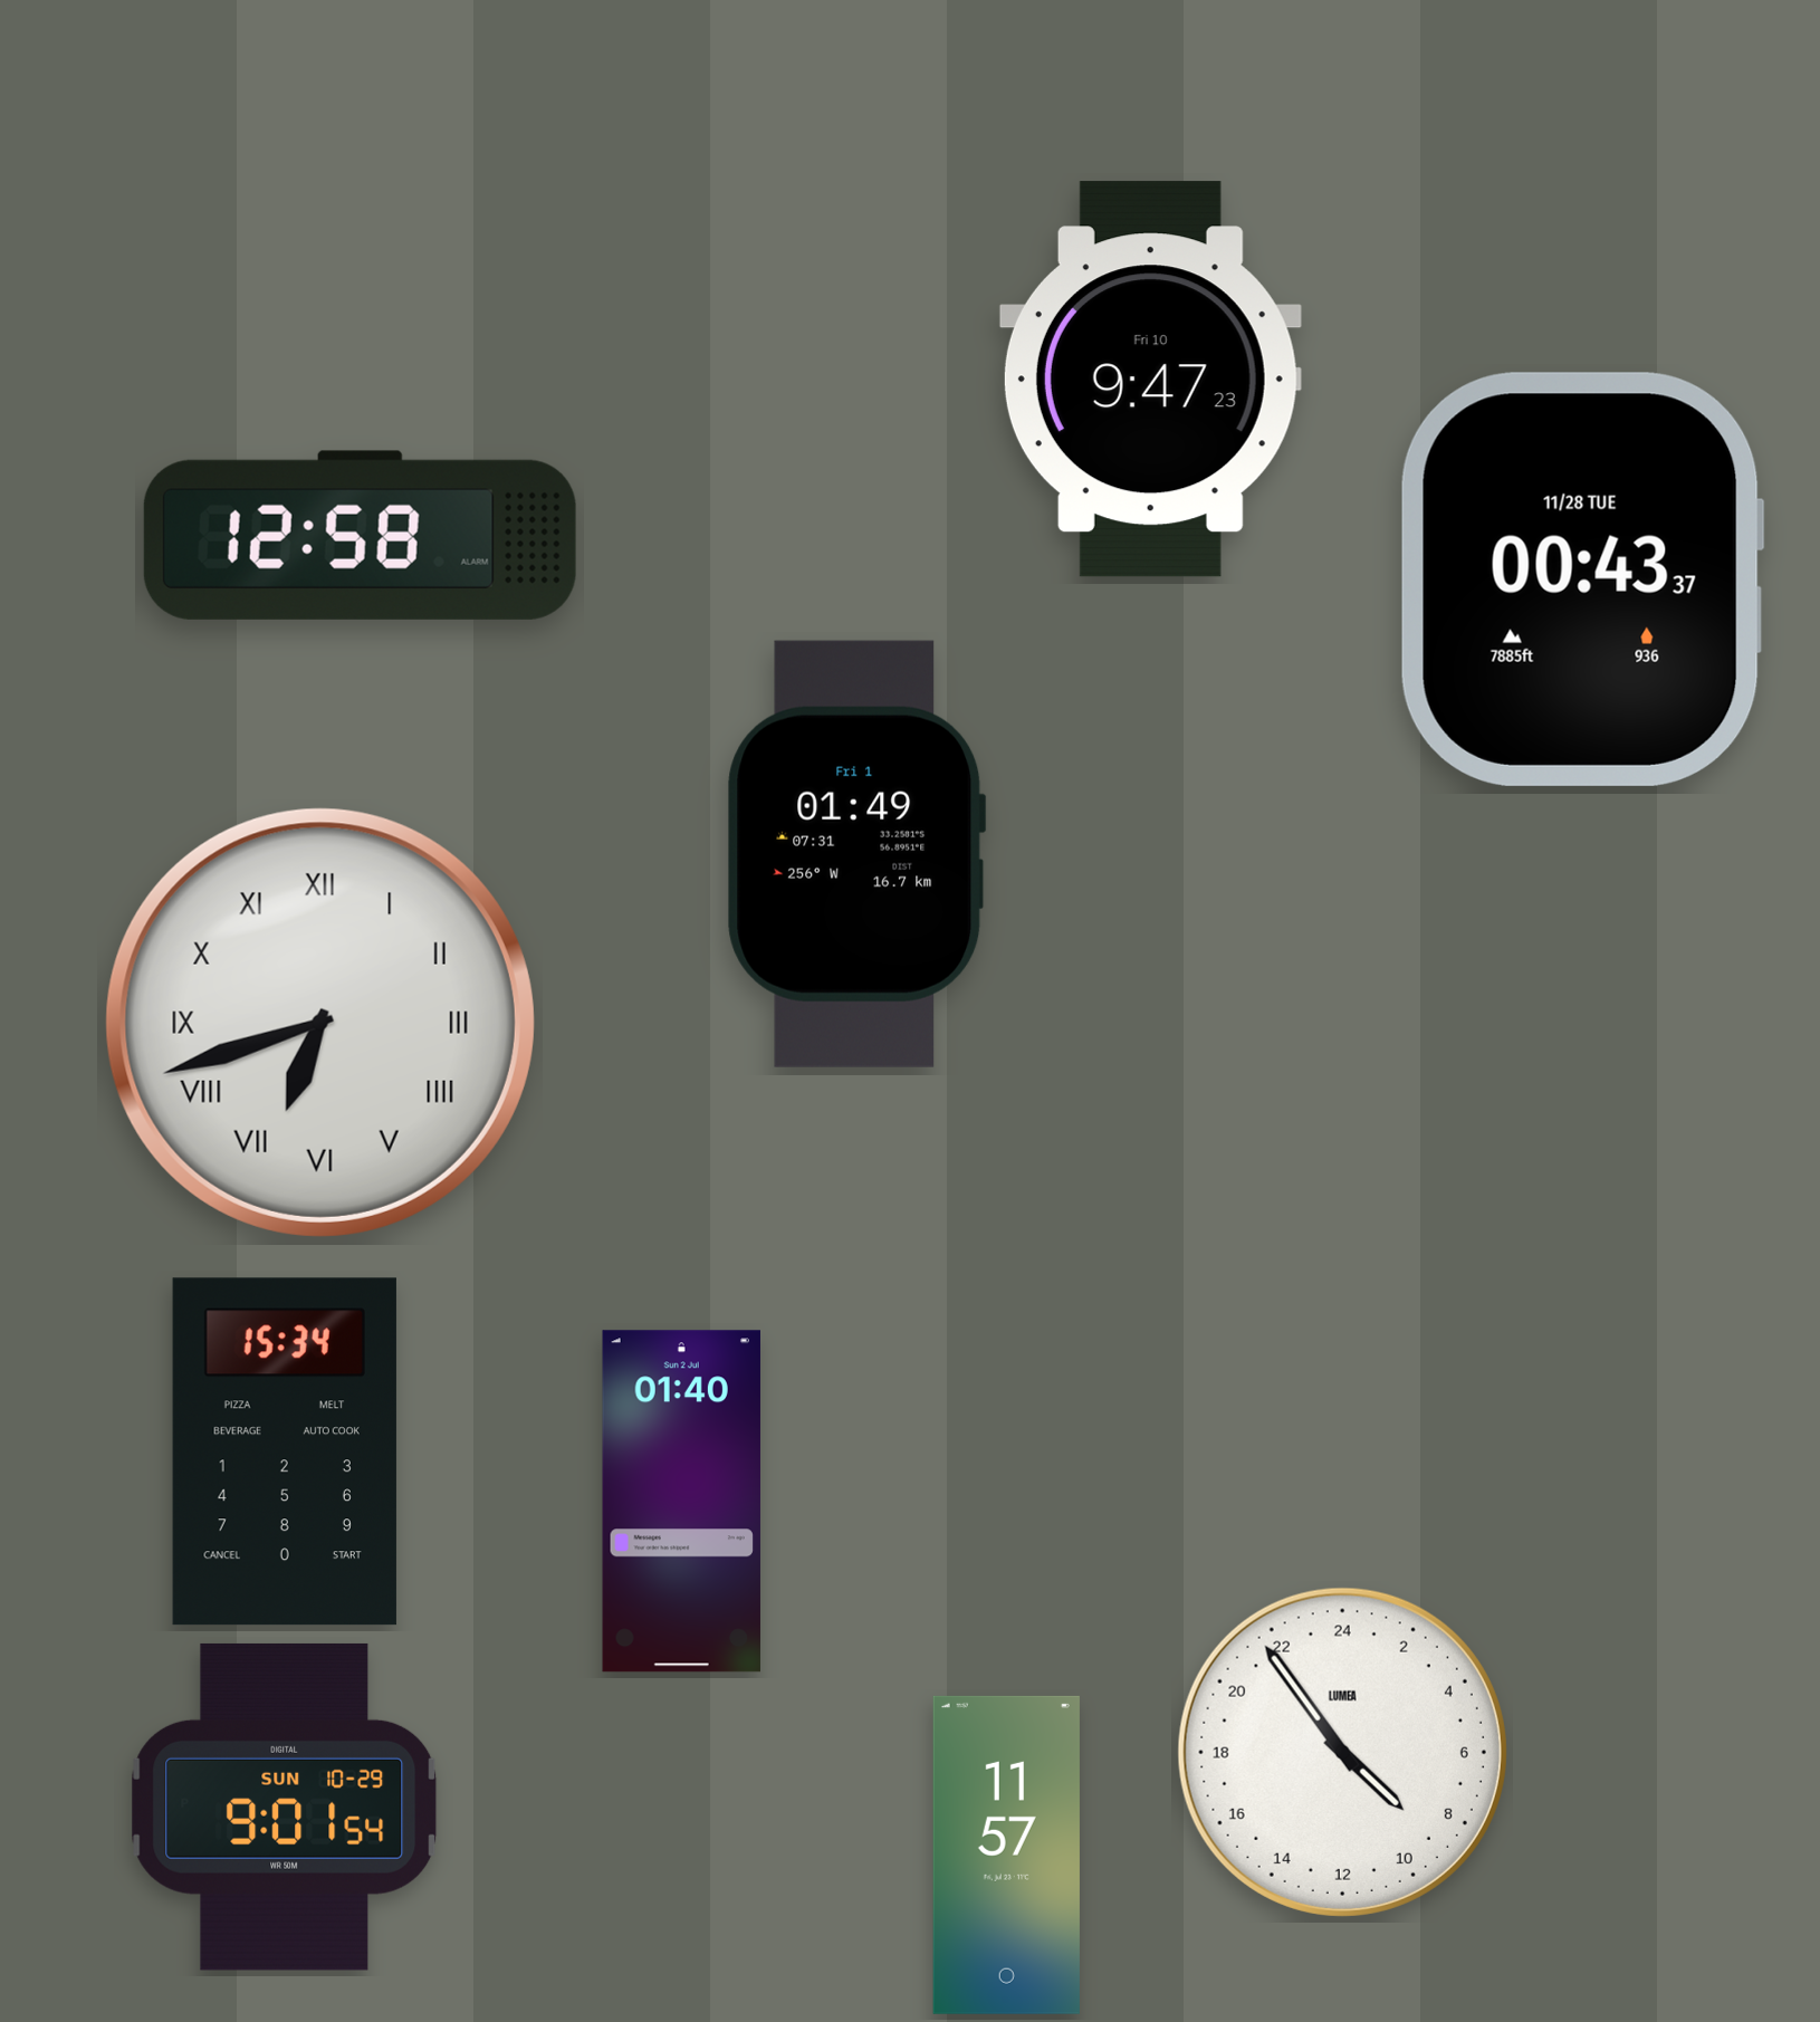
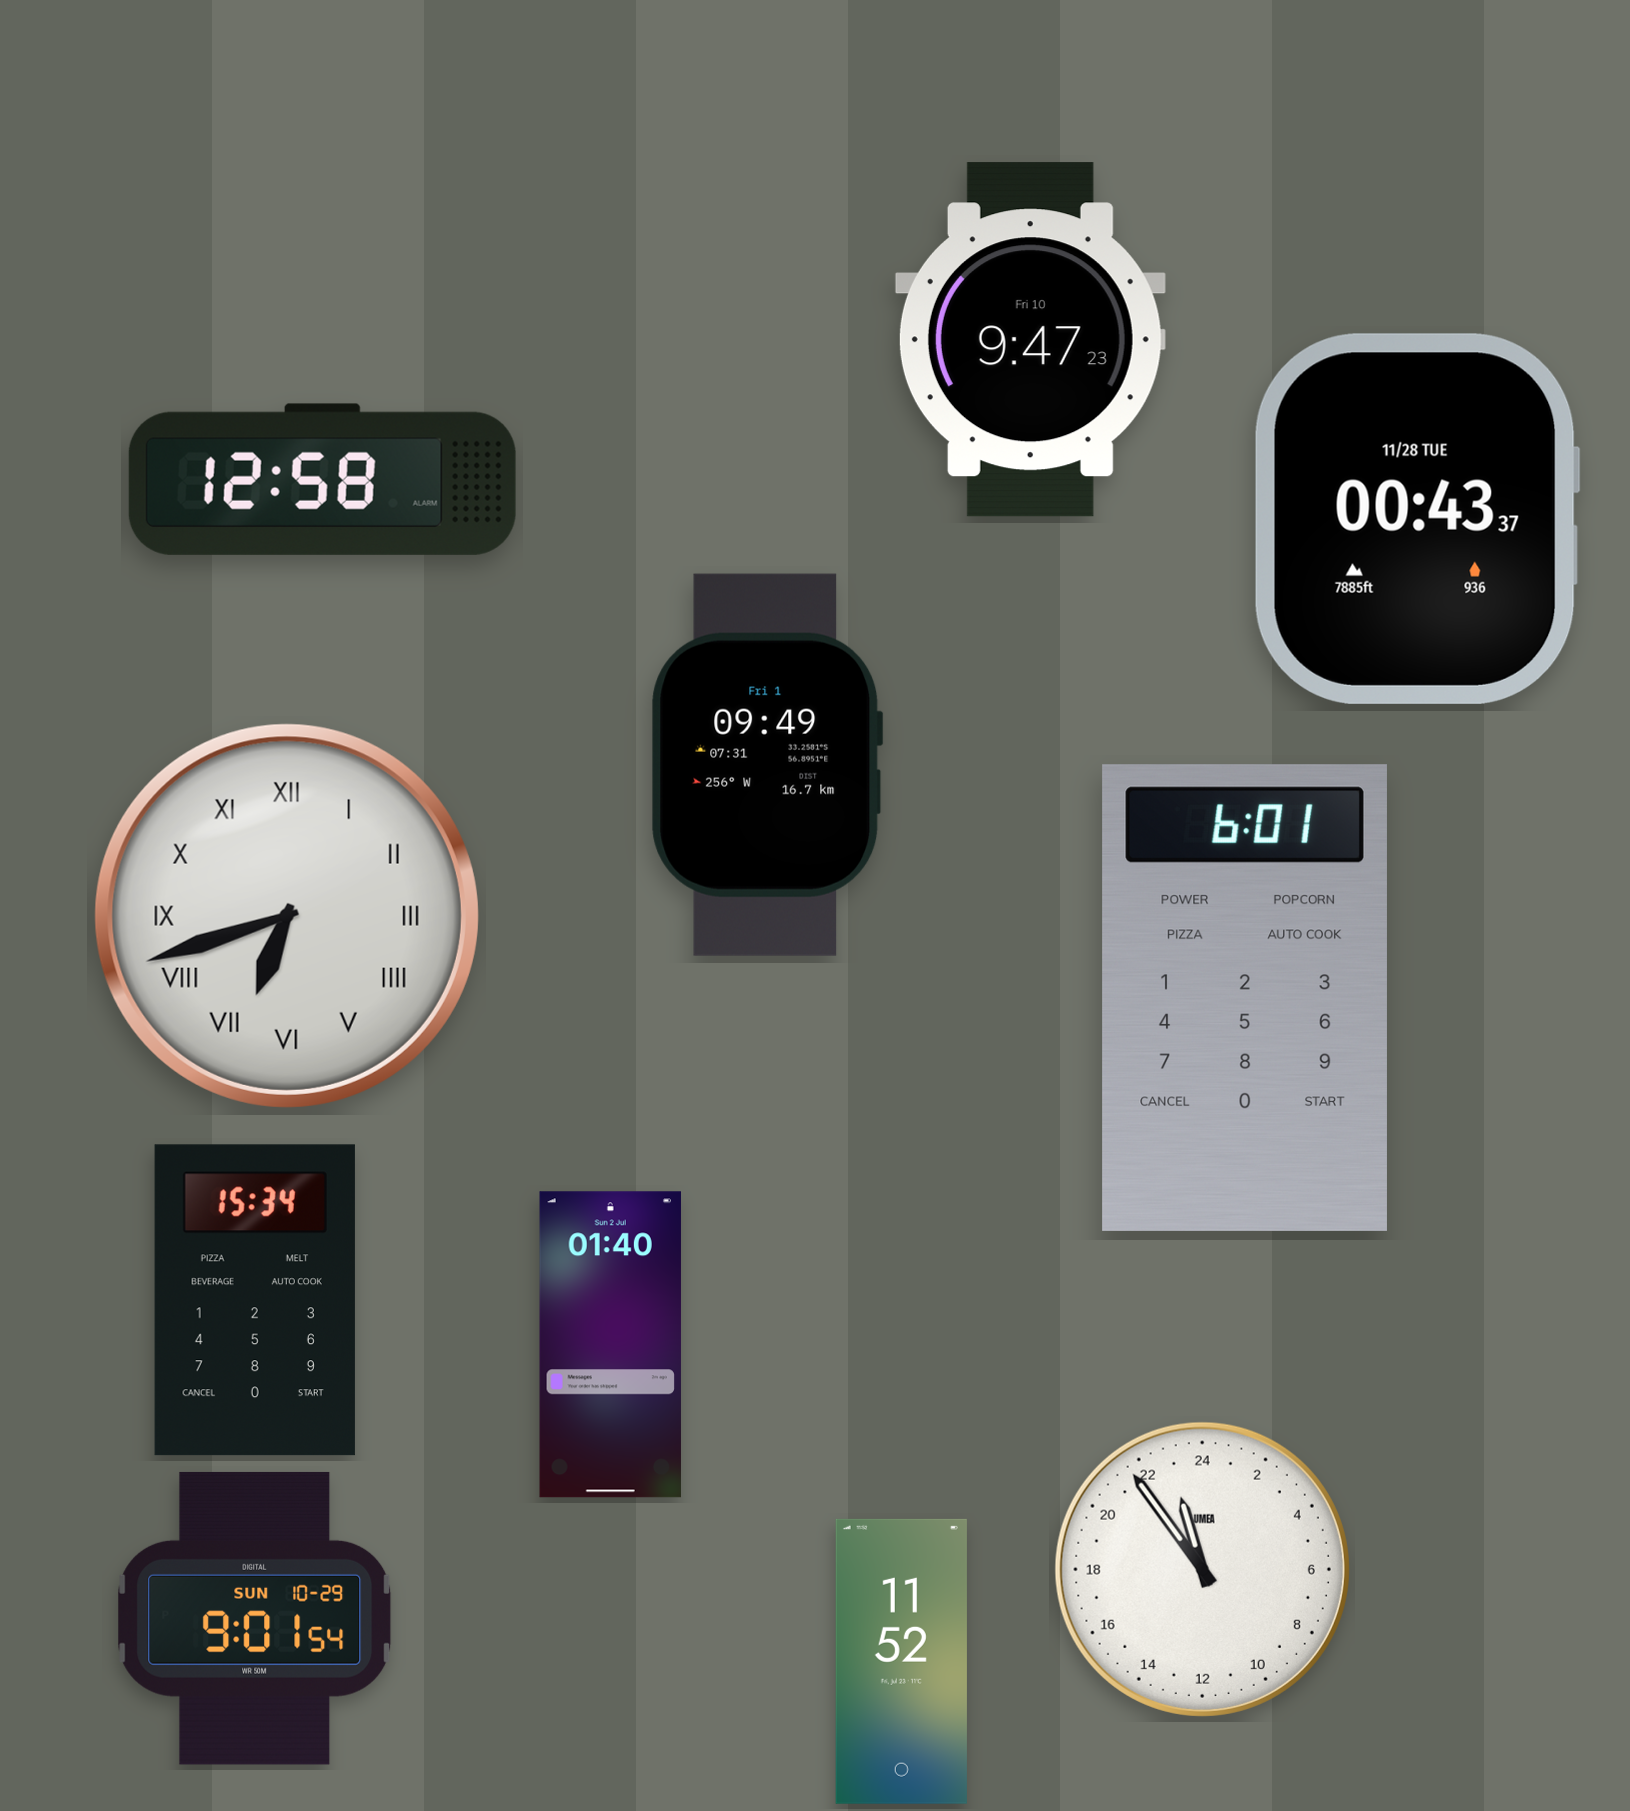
clock at (856, 854): 01:49 -> 09:49
clock at (1245, 998): none -> 6:01
clock at (1342, 1752): 8:54 -> 22:54
clock at (1006, 1855): 11:57 -> 11:52
